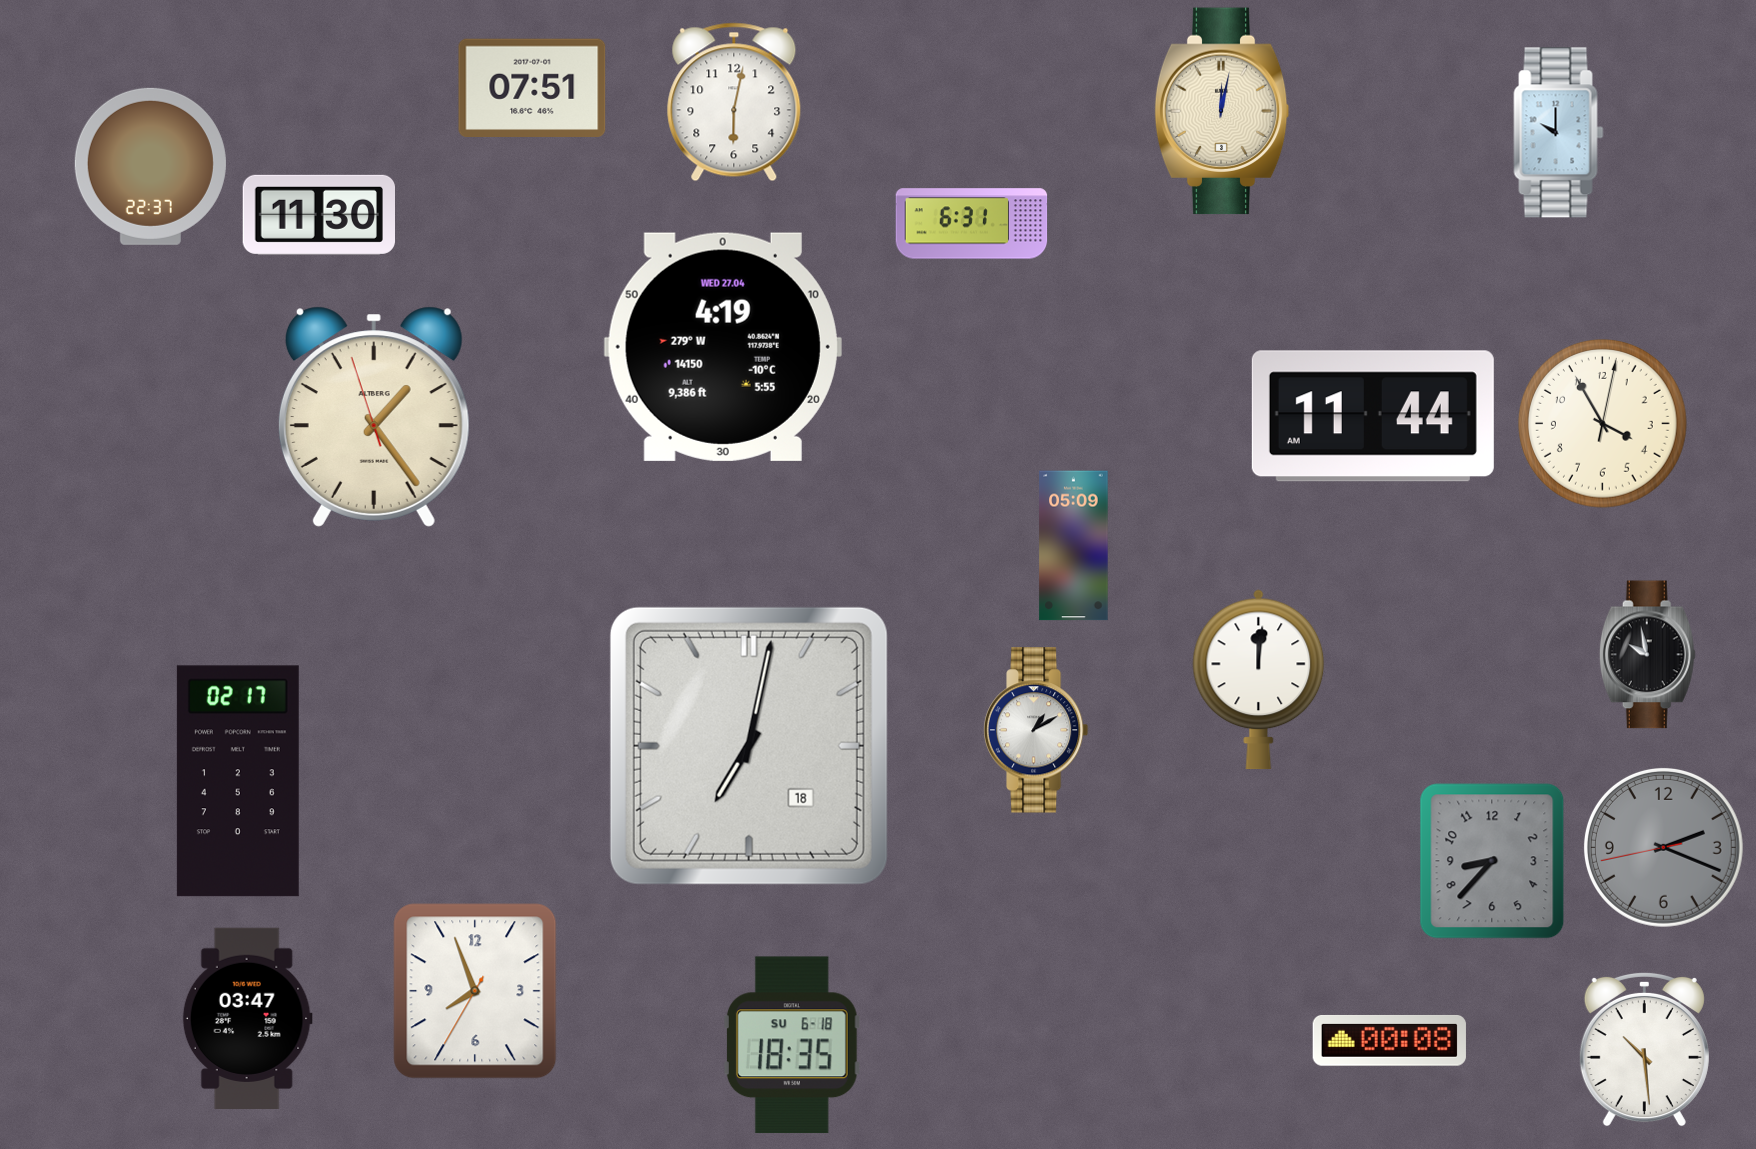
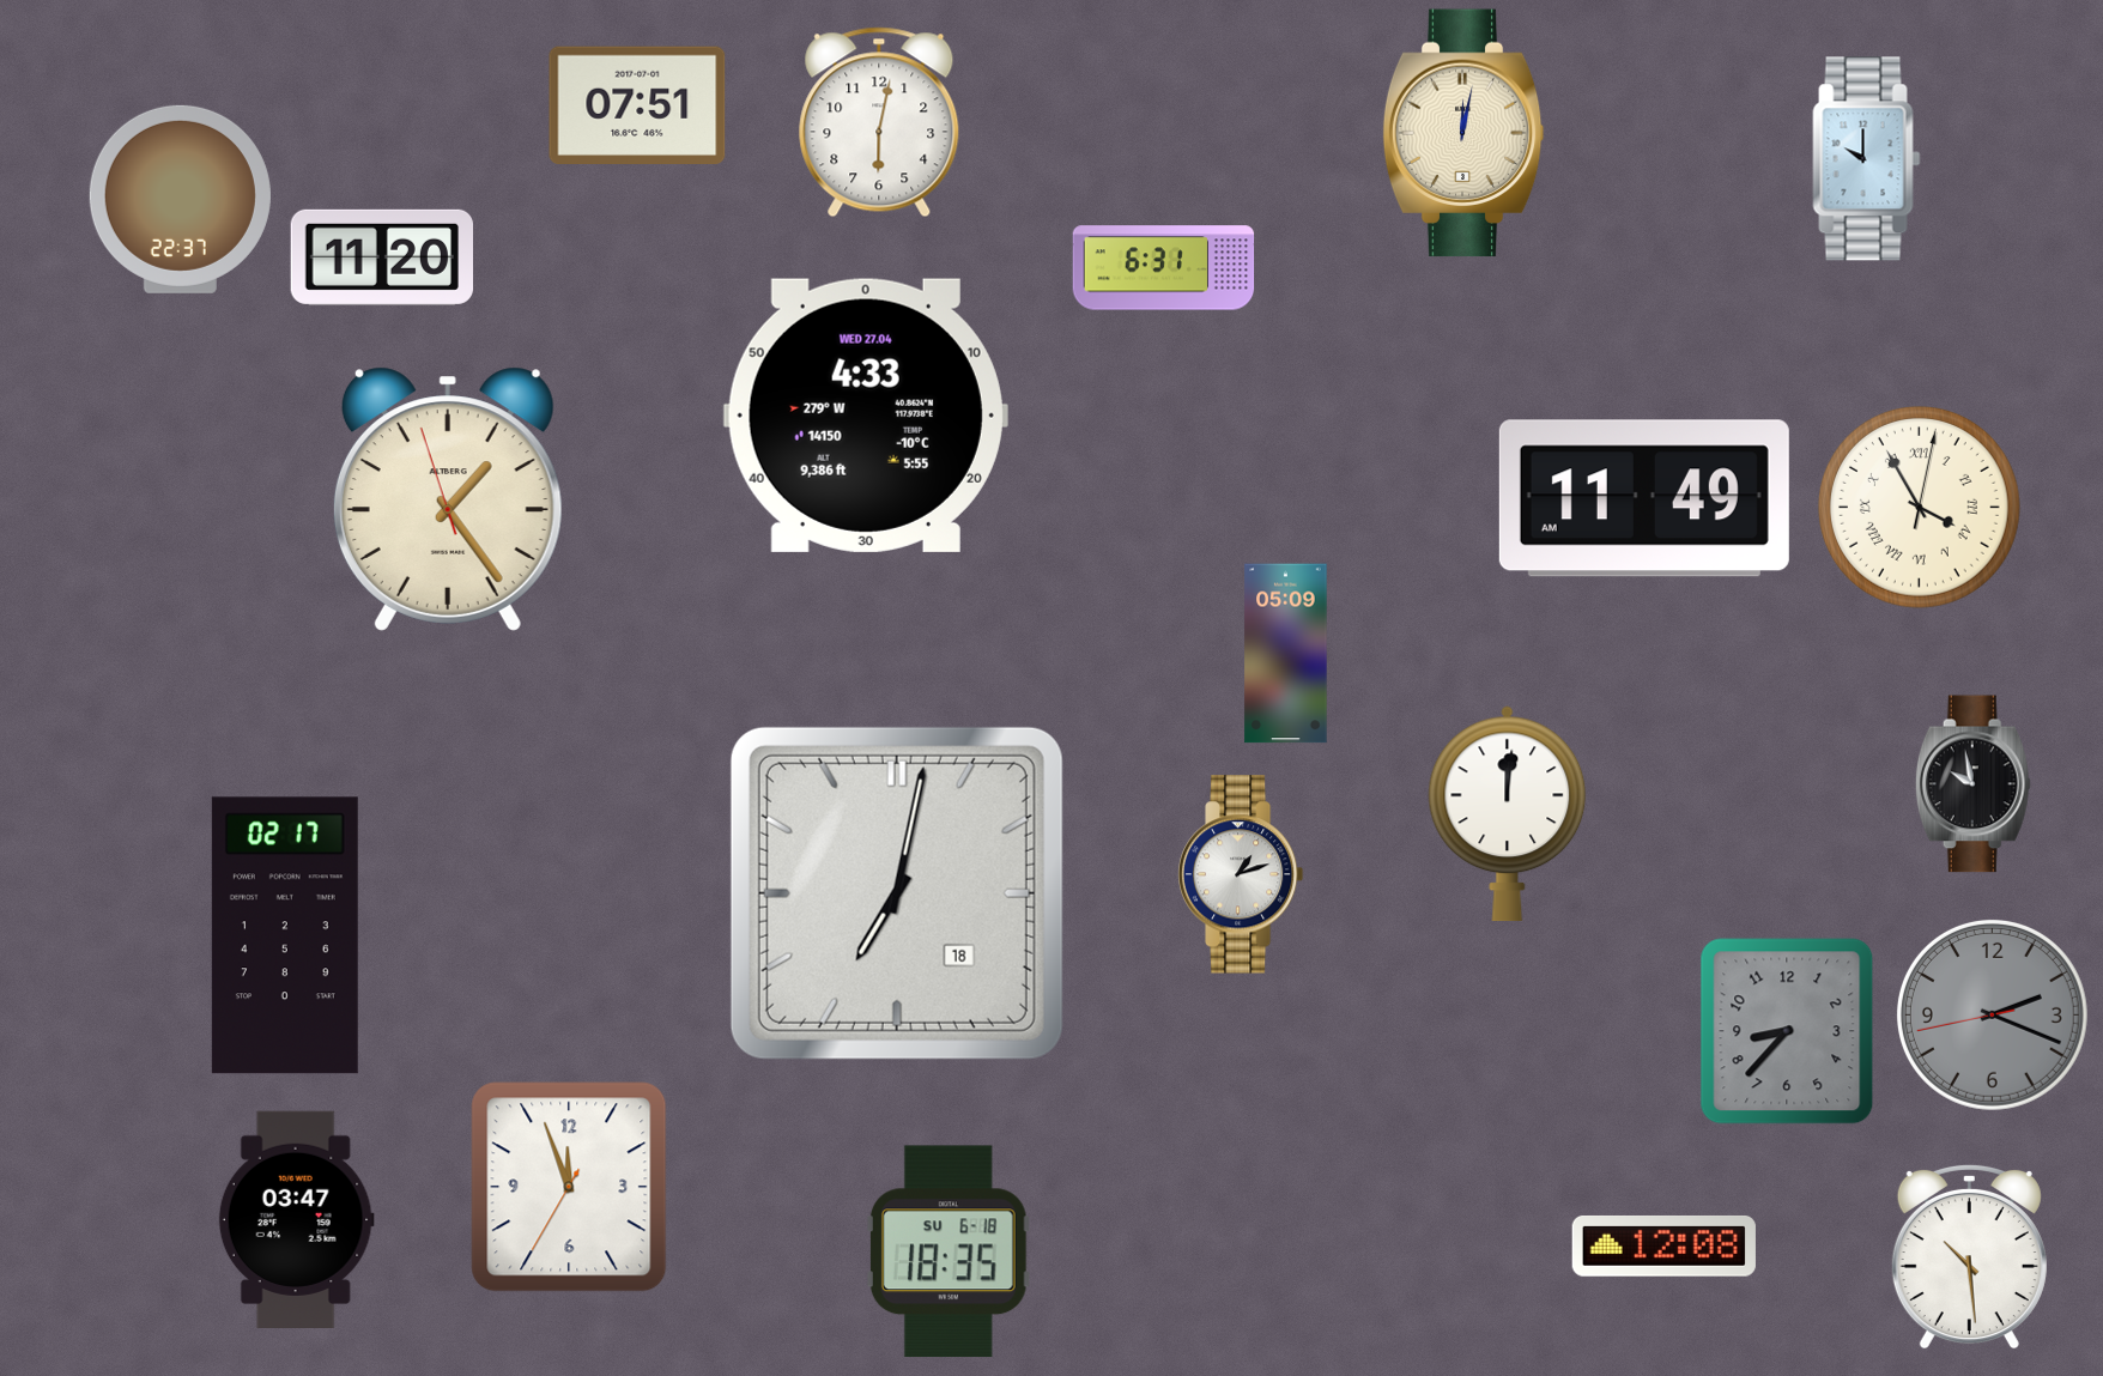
clock at (318, 215): 11:30 -> 11:20
clock at (723, 347): 4:19 -> 4:33
clock at (1373, 416): 11:44 -> 11:49
clock at (1603, 424) numerals: Arabic -> Roman
clock at (1036, 730): 1:10 -> 1:12
clock at (475, 991): 7:56 -> 11:56
clock at (1389, 1040): 00:08 -> 12:08
